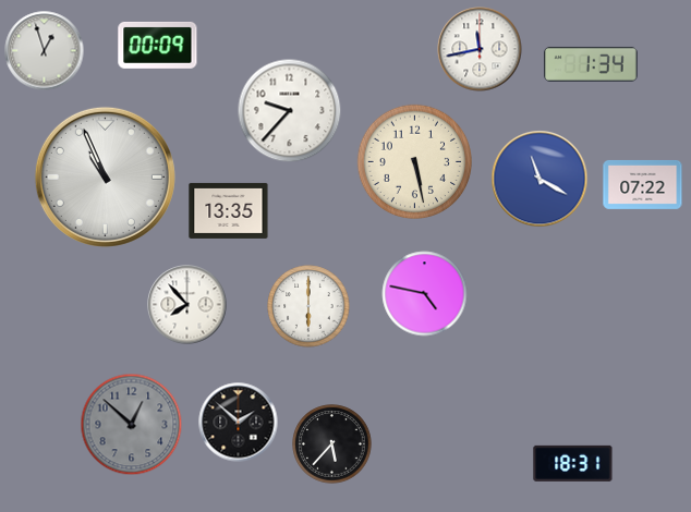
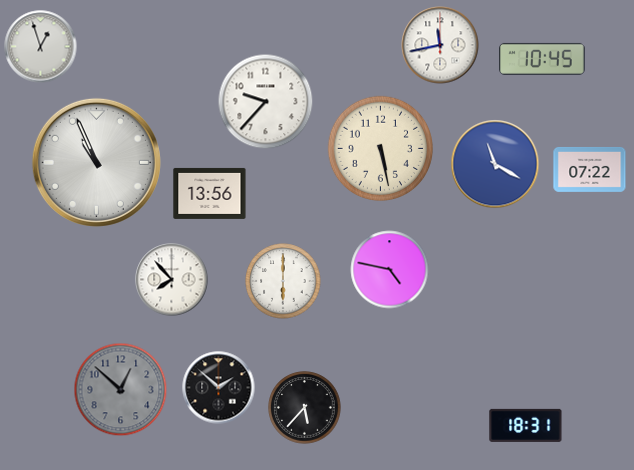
clock at (158, 45): 00:09 -> none
clock at (592, 64): 1:34 -> 10:45
clock at (229, 210): 13:35 -> 13:56
